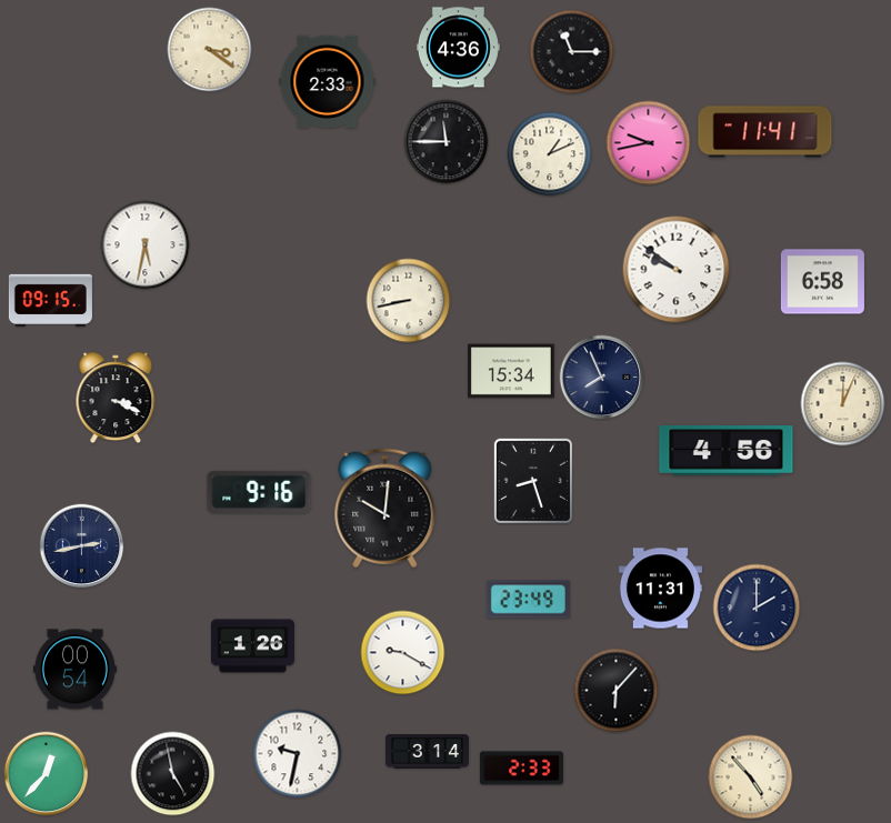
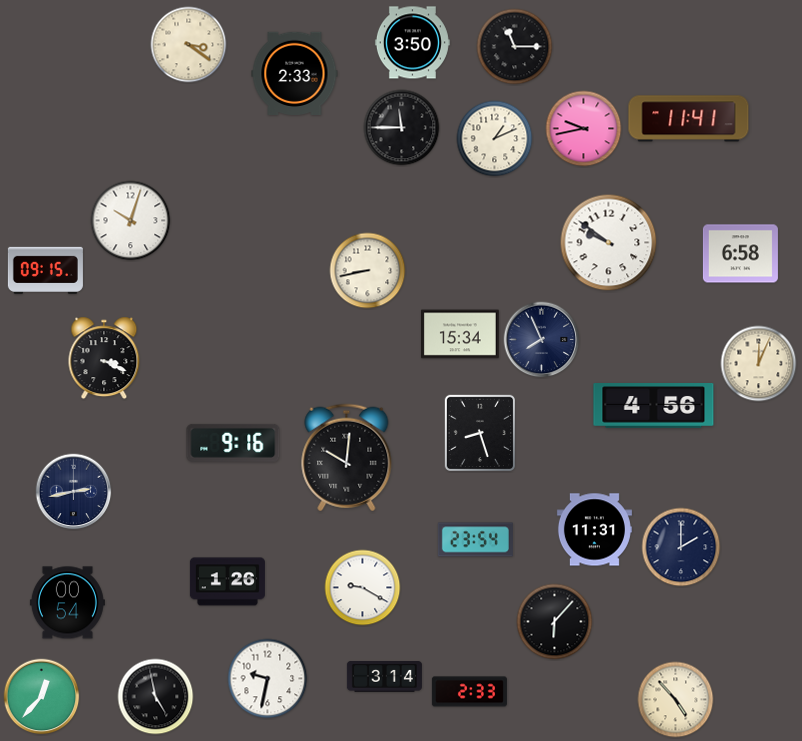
clock at (458, 48): 4:36 -> 3:50
clock at (146, 245): 5:32 -> 10:03
clock at (528, 600): 23:49 -> 23:54
